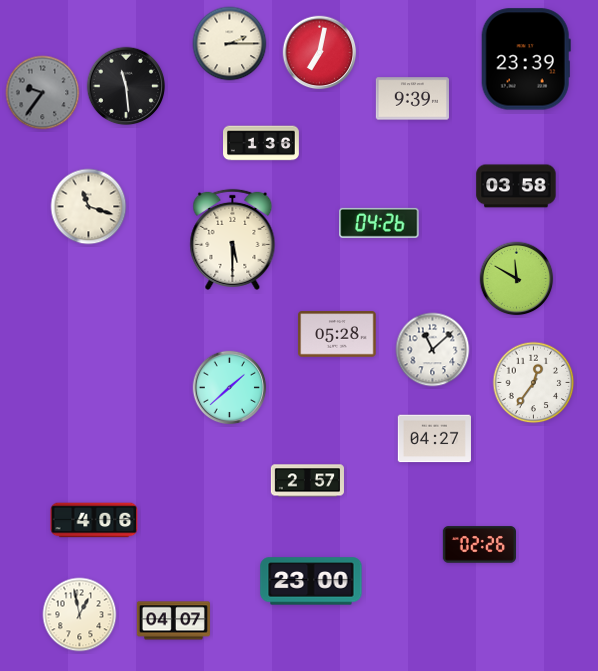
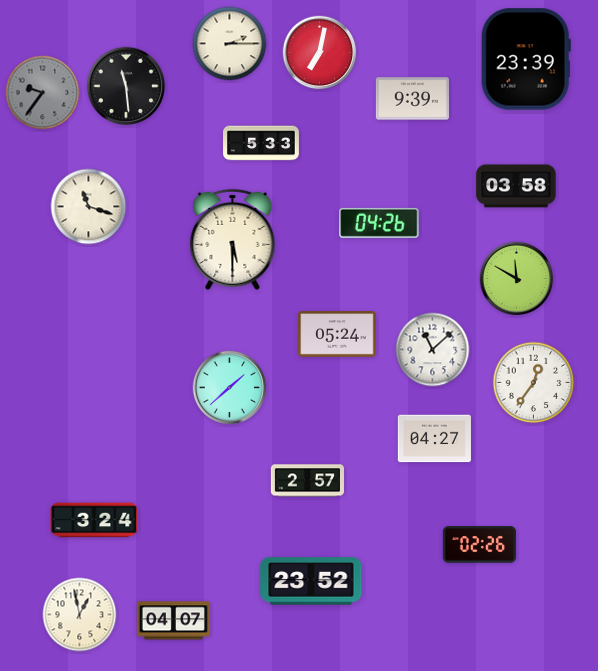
clock at (262, 143): 1:36 -> 5:33
clock at (337, 334): 05:28 -> 05:24
clock at (94, 520): 4:06 -> 3:24
clock at (311, 581): 23:00 -> 23:52
